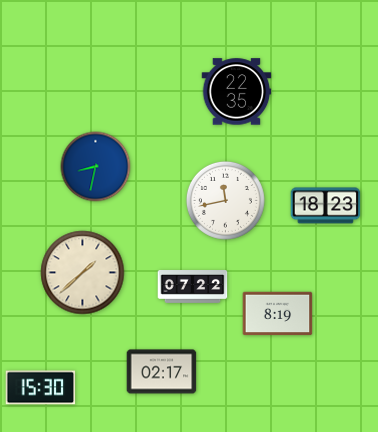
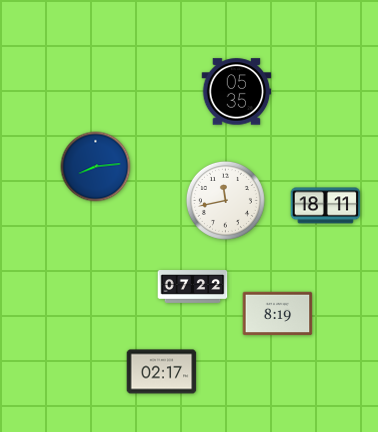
clock at (237, 92): 22:35 -> 05:35
clock at (96, 167): 8:32 -> 8:14
clock at (326, 206): 18:23 -> 18:11
clock at (83, 273): 1:38 -> none
clock at (41, 388): 15:30 -> none
